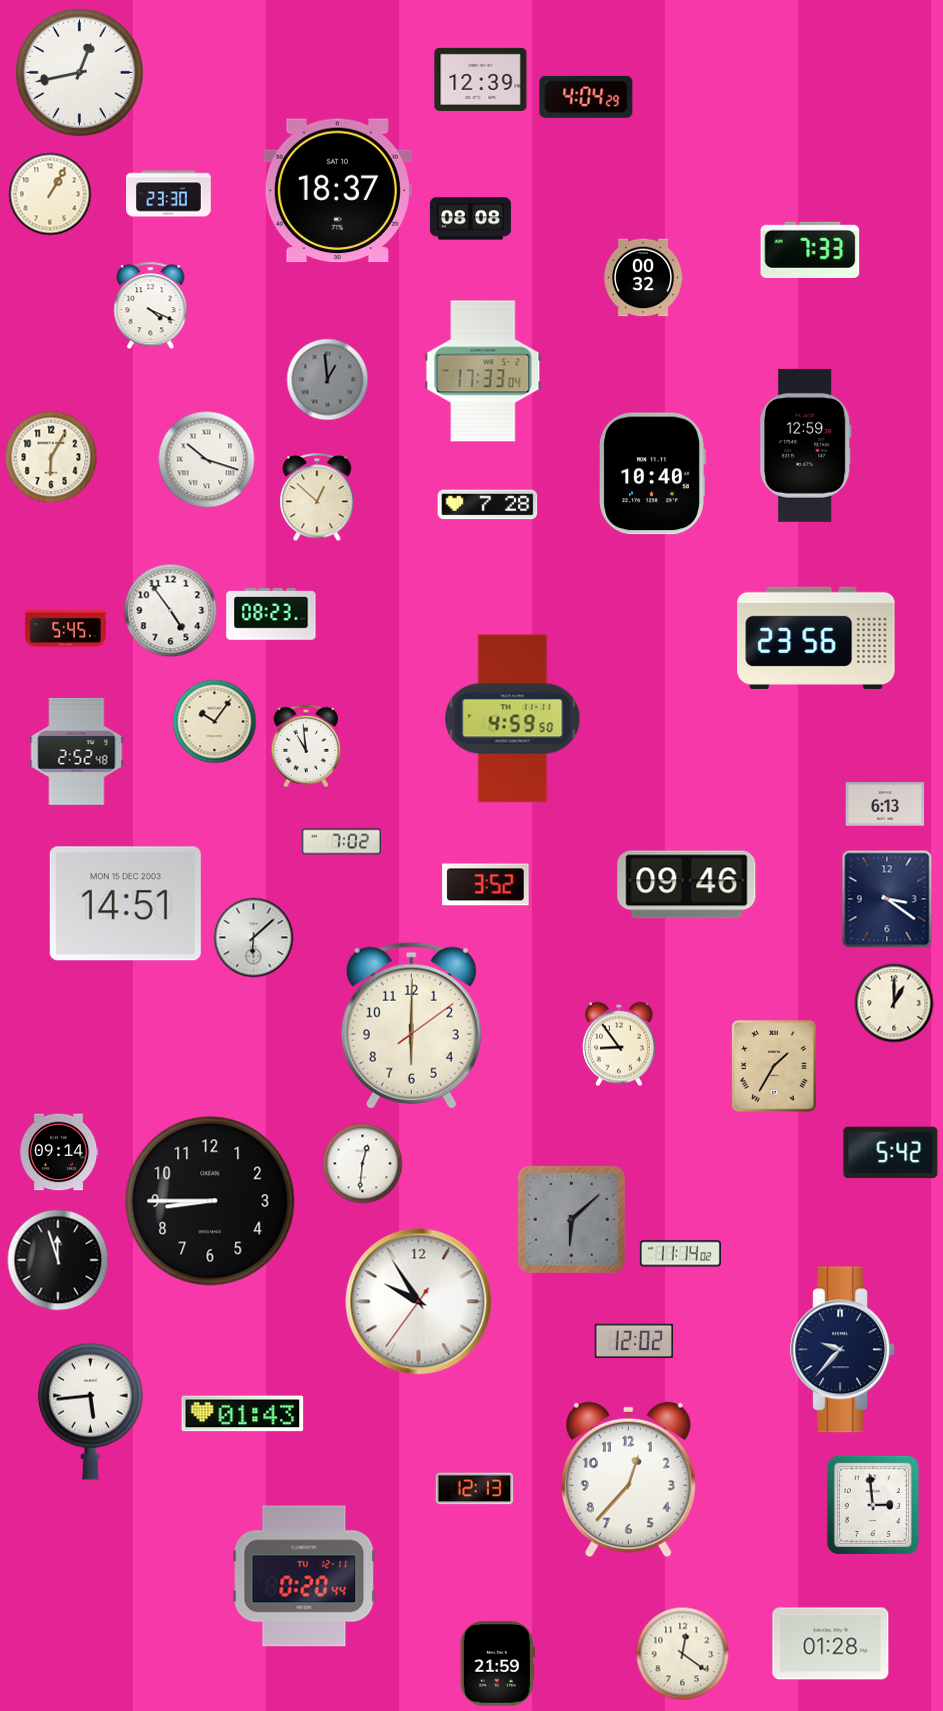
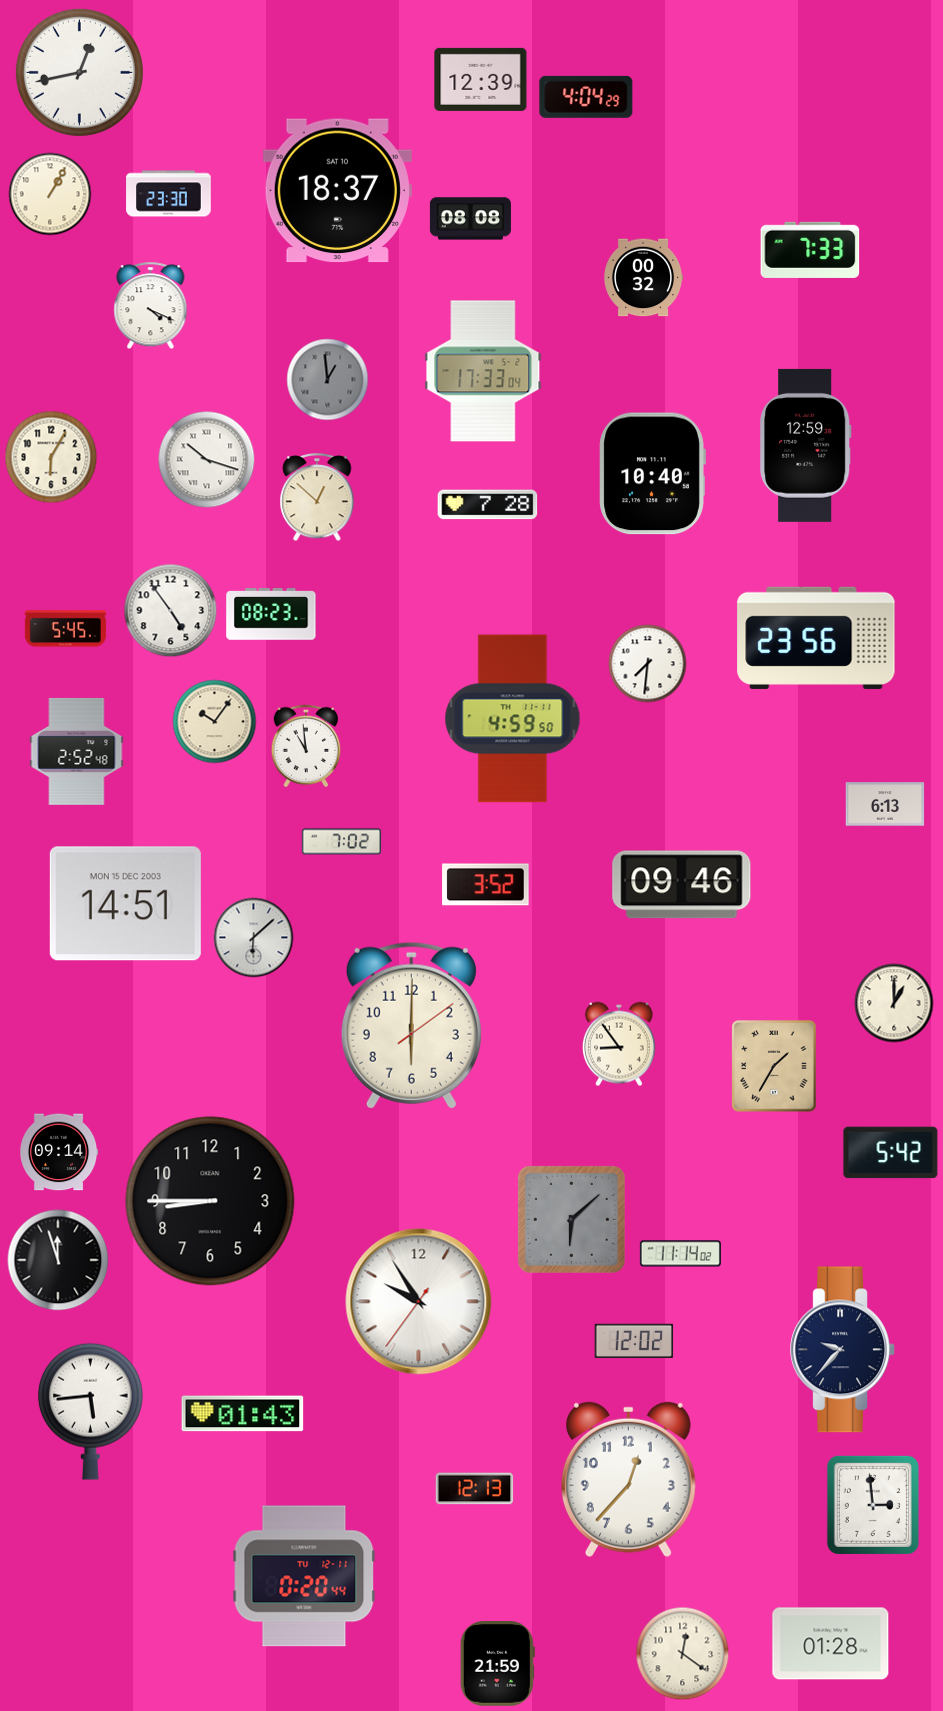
clock at (648, 664): none -> 7:31
clock at (687, 885) position: (687, 885) -> (682, 885)
clock at (887, 899): 3:21 -> none
clock at (363, 1164): 12:31 -> none
